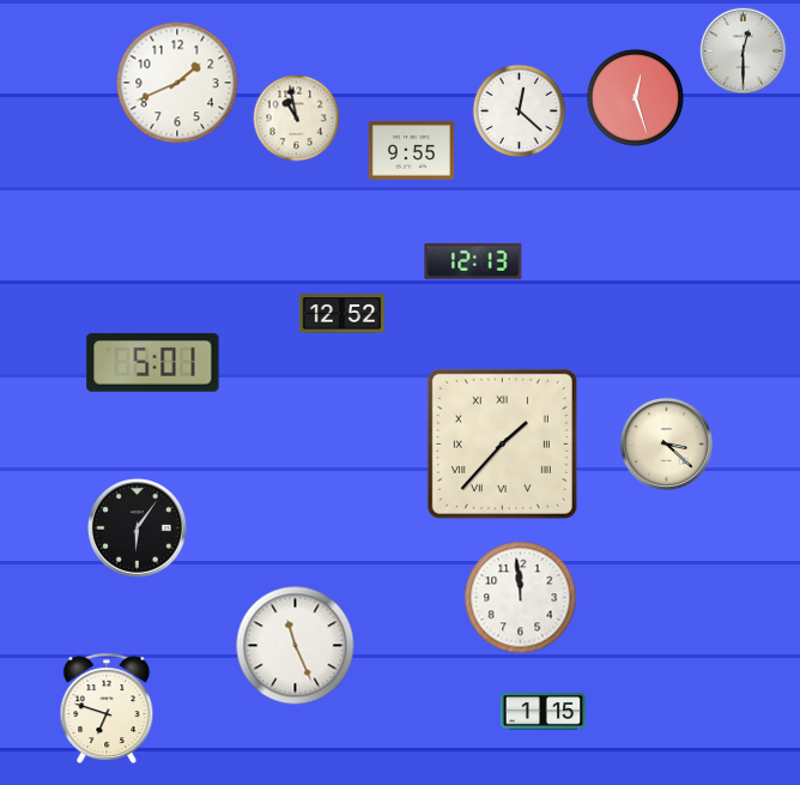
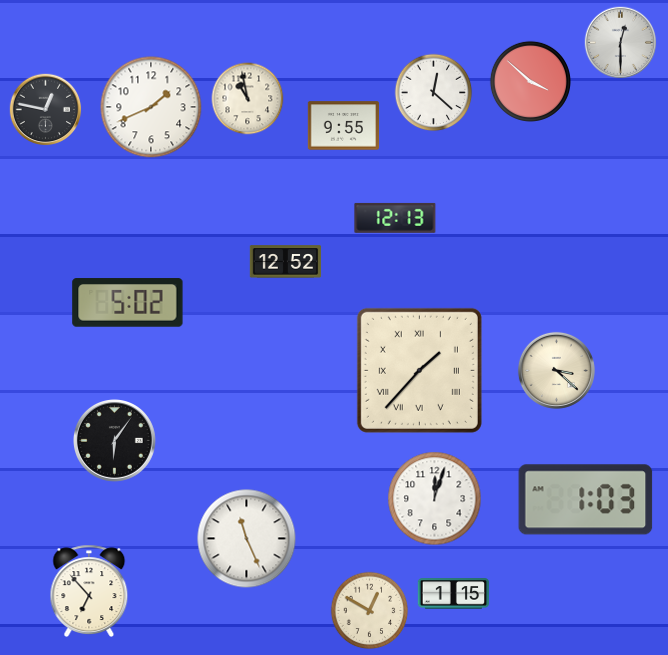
clock at (177, 83) position: (177, 83) -> (151, 107)
clock at (635, 97): 12:27 -> 3:52
clock at (46, 110): none -> 12:47
clock at (153, 363): 5:01 -> 5:02
clock at (521, 598): 11:59 -> 12:03
clock at (586, 500): none -> 1:03
clock at (107, 707): 6:48 -> 6:53
clock at (370, 611): none -> 12:50
